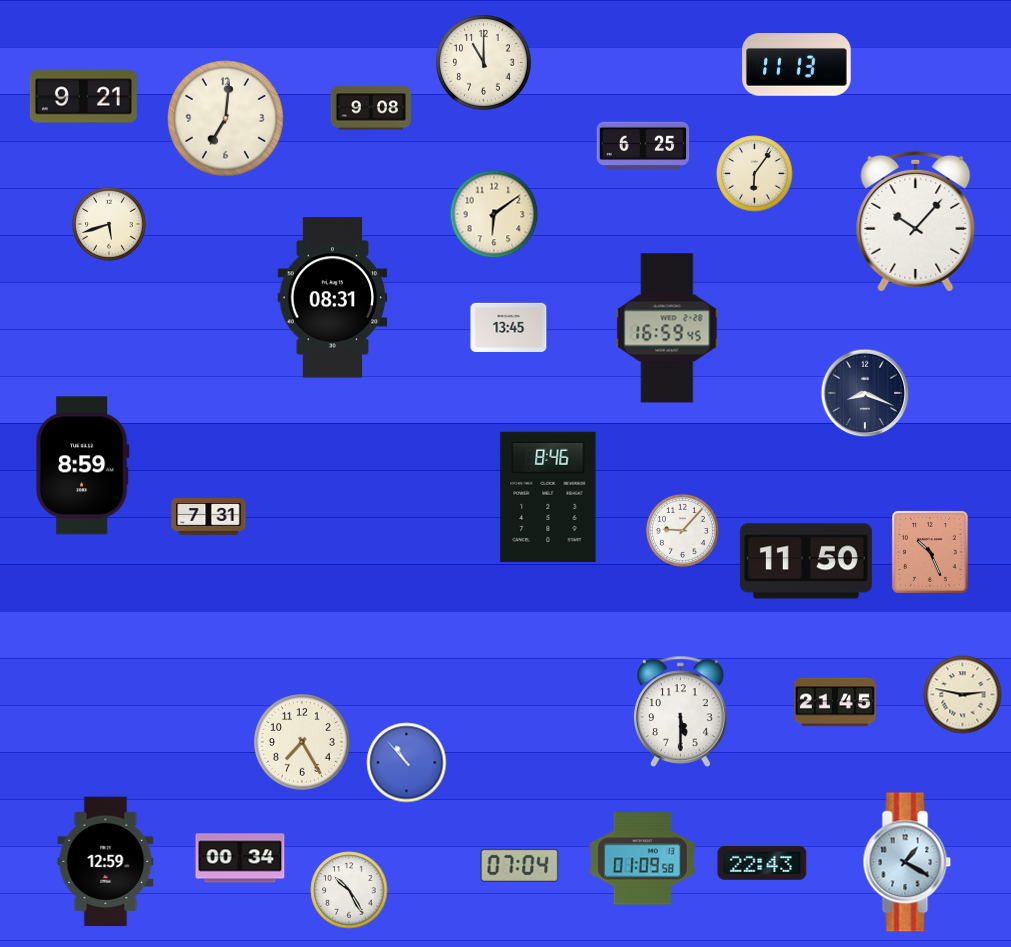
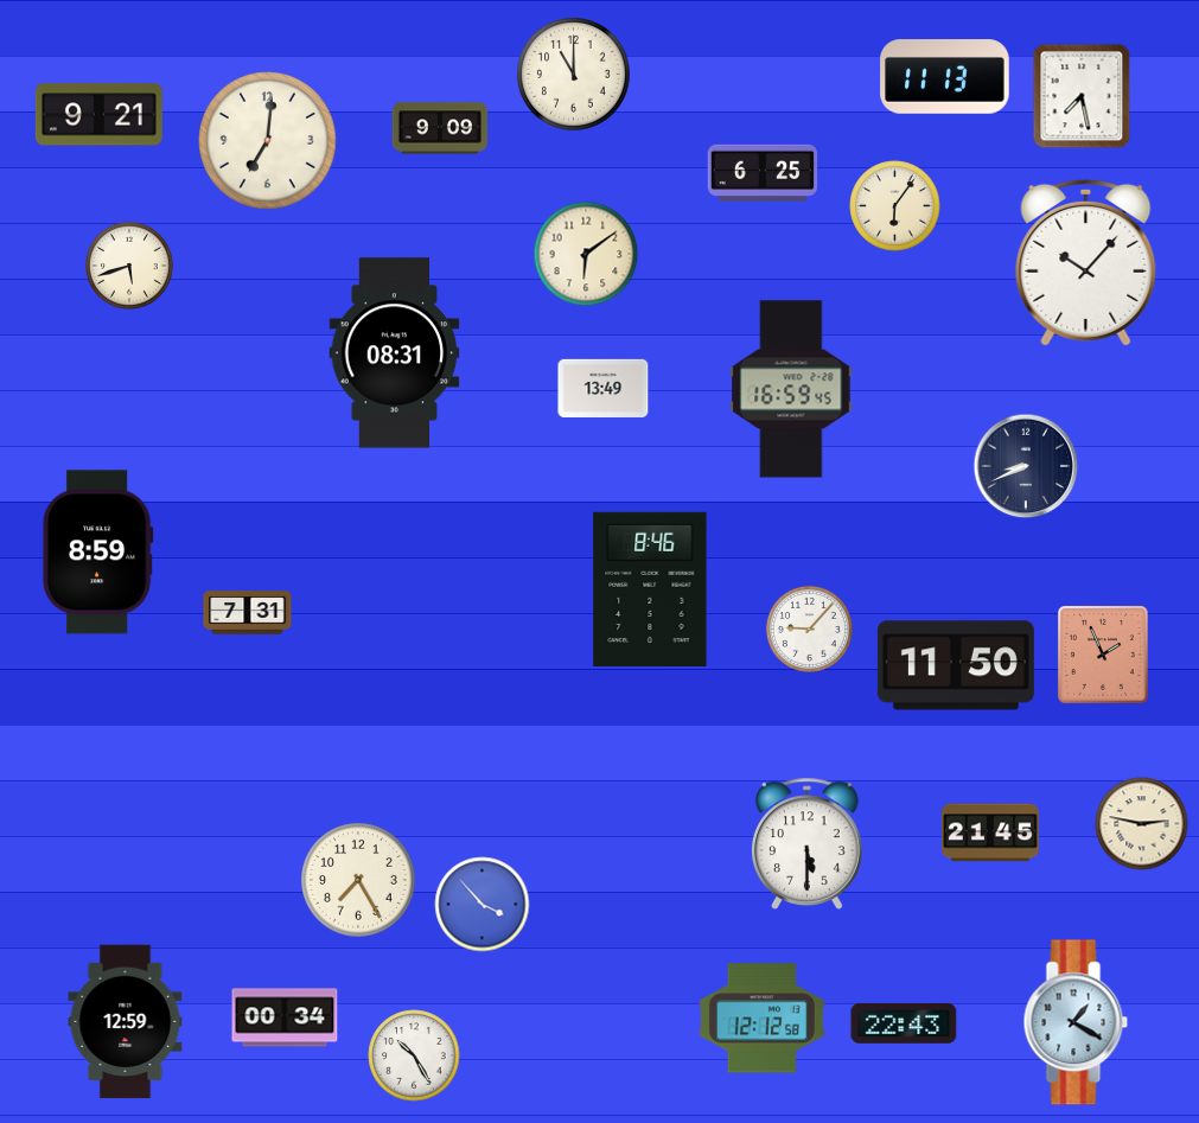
clock at (1082, 96): none -> 7:28
clock at (371, 108): 9:08 -> 9:09
clock at (509, 327): 13:45 -> 13:49
clock at (865, 393): 8:19 -> 8:41
clock at (930, 552): 10:26 -> 1:56
clock at (407, 763): 10:53 -> 3:53
clock at (642, 859): 01:09 -> 12:12
clock at (520, 865): 07:04 -> none
